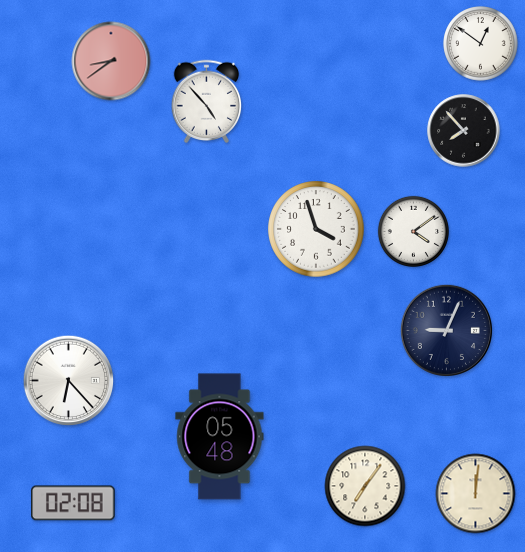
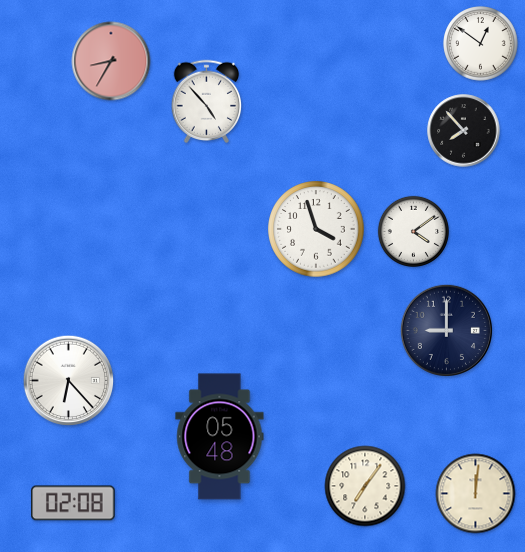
clock at (111, 61): 8:39 -> 8:35
clock at (446, 330): 9:04 -> 9:00
